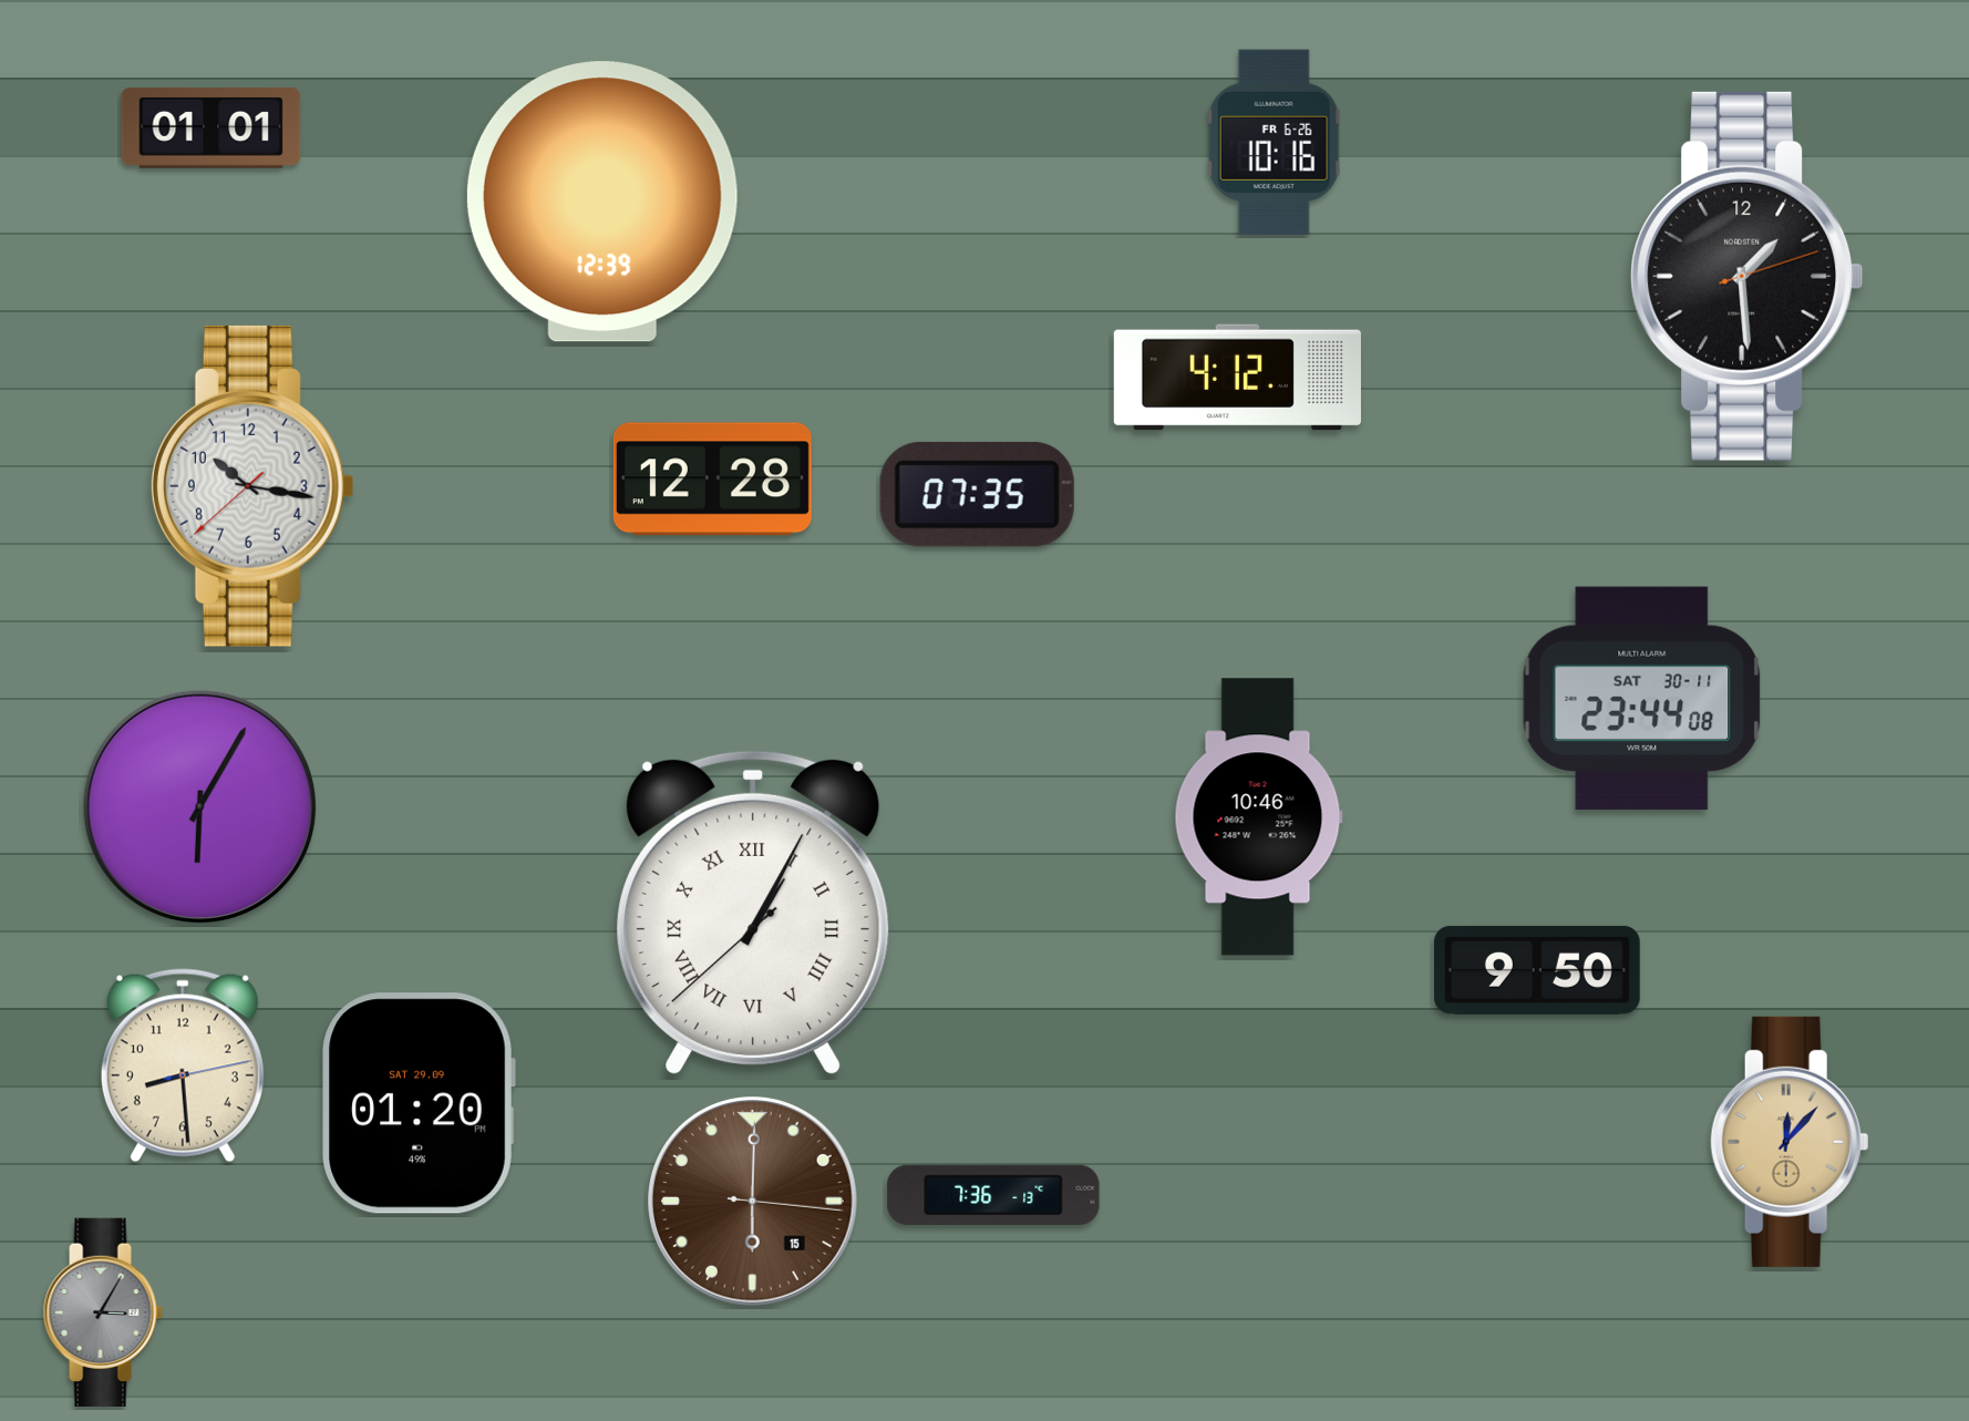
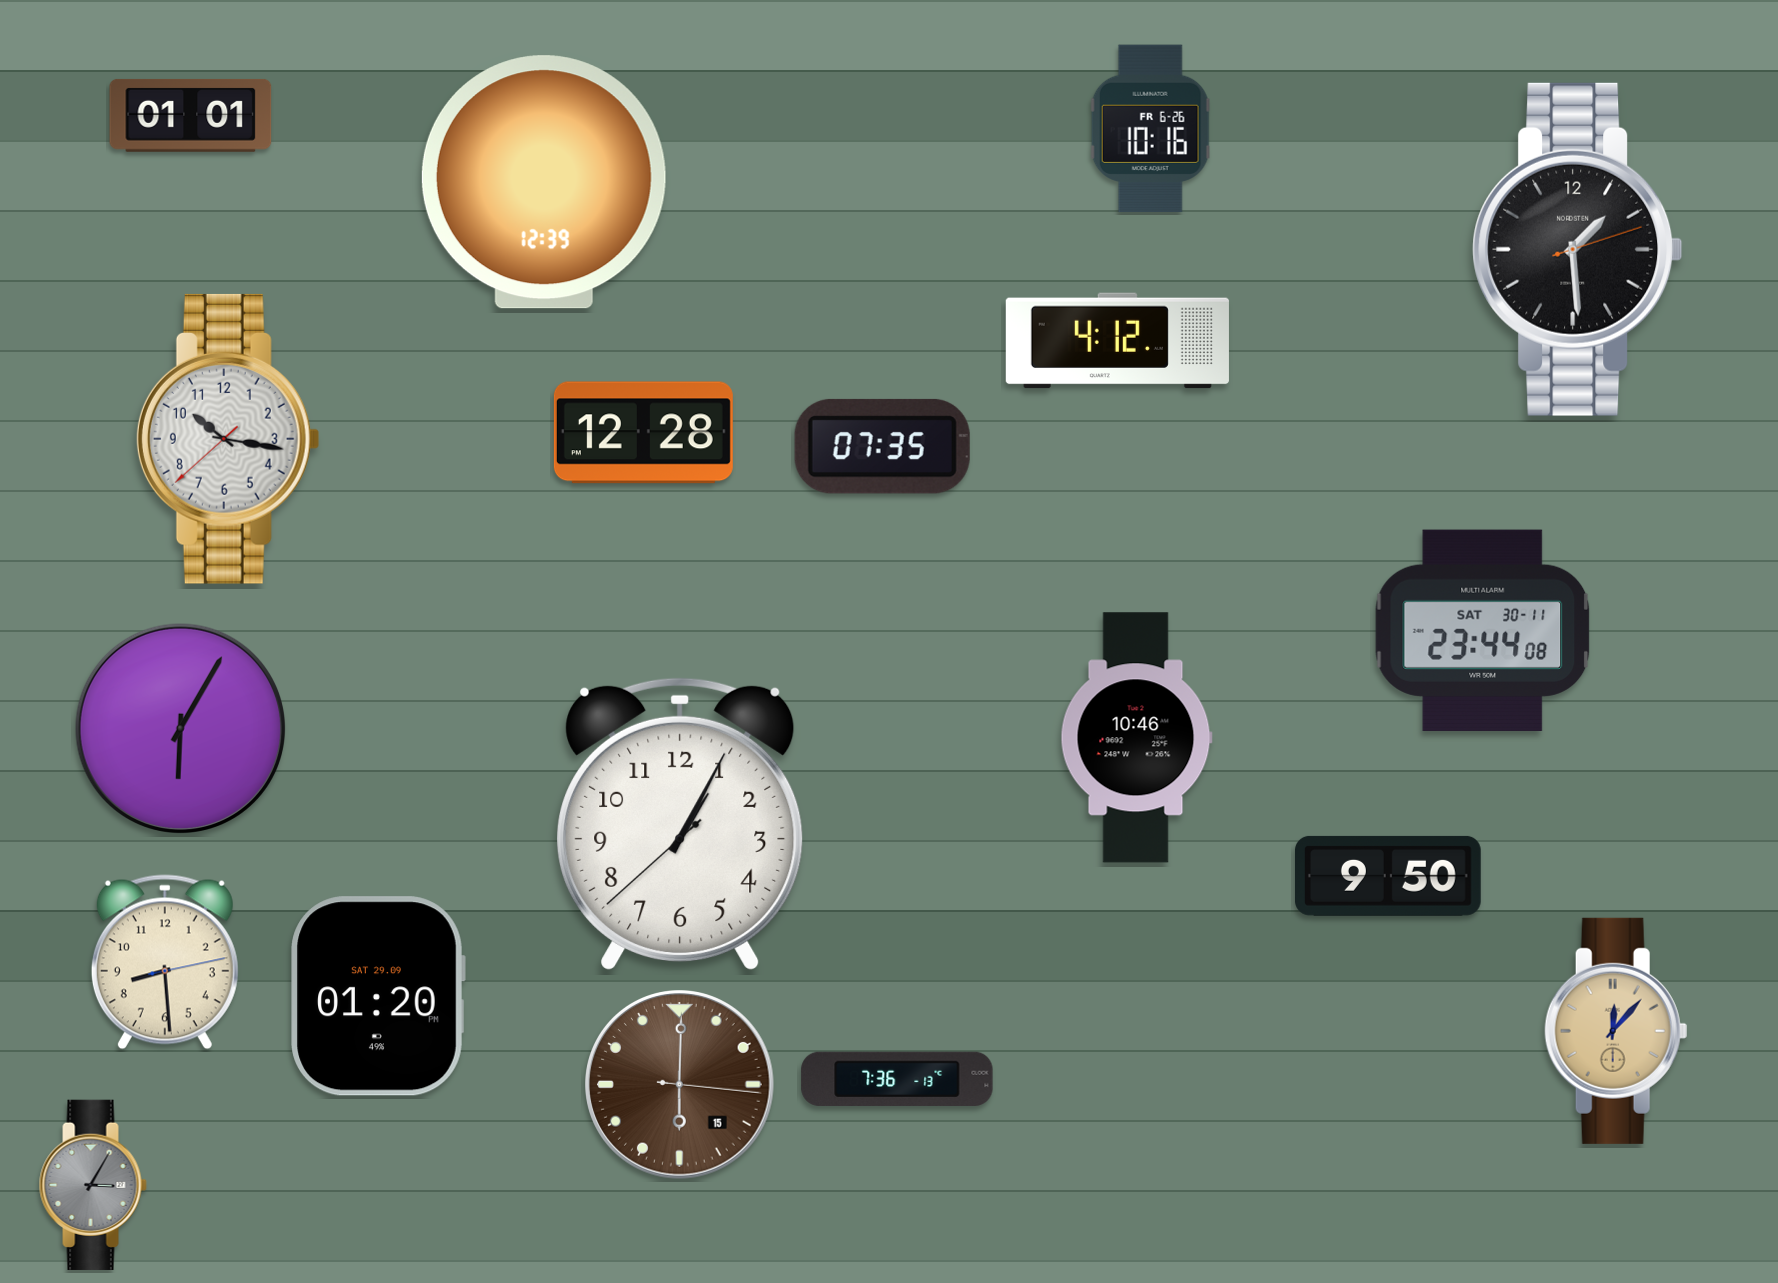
clock at (753, 912) numerals: Roman -> Arabic
